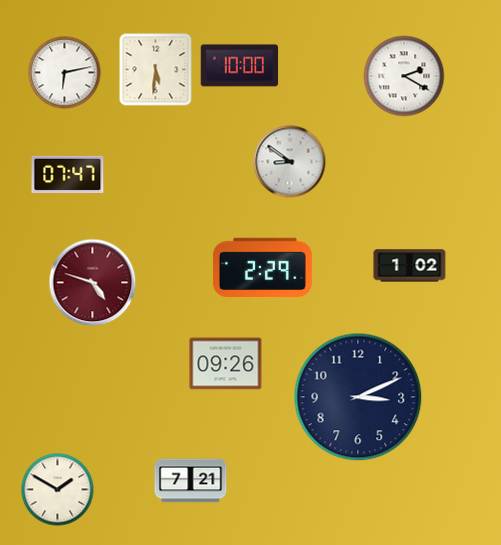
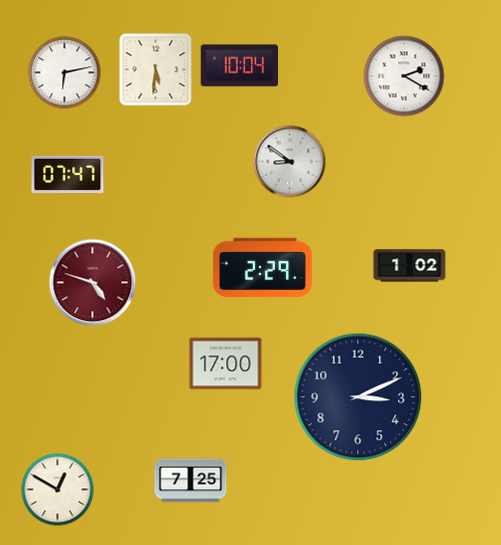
clock at (240, 66): 10:00 -> 10:04
clock at (226, 364): 09:26 -> 17:00
clock at (191, 481): 7:21 -> 7:25
clock at (58, 490): 1:50 -> 12:50
